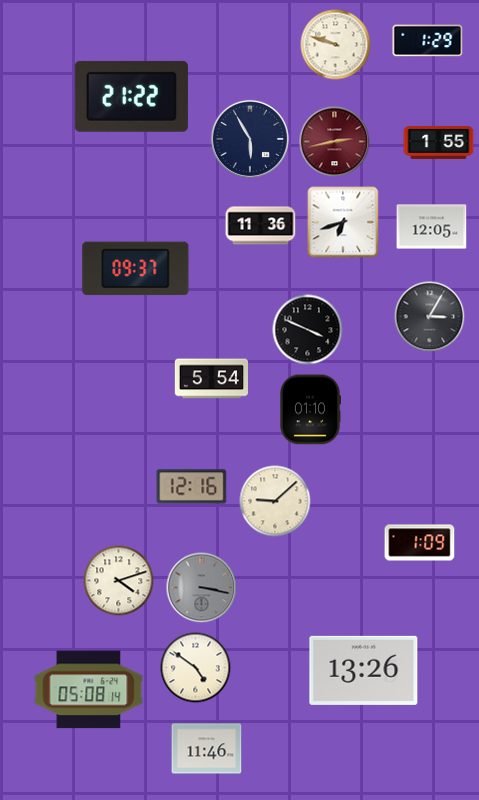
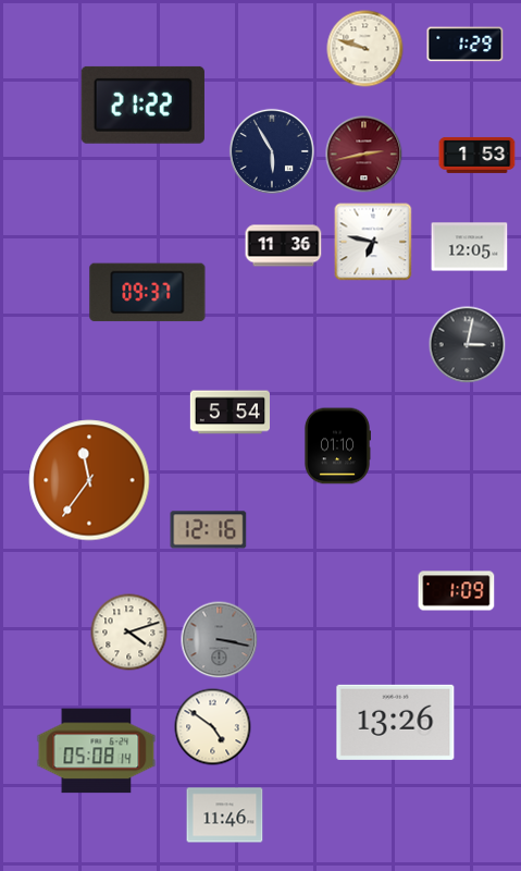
clock at (439, 142): 1:55 -> 1:53
clock at (343, 222): 6:42 -> 6:47
clock at (430, 317): 3:05 -> 3:02
clock at (308, 330): 3:49 -> none
clock at (89, 480): none -> 11:36
clock at (275, 501): 9:08 -> none
clock at (364, 670) position: (364, 670) -> (396, 722)
